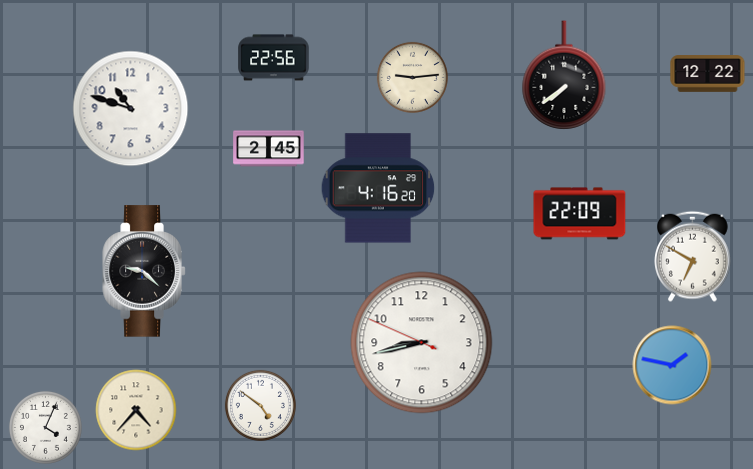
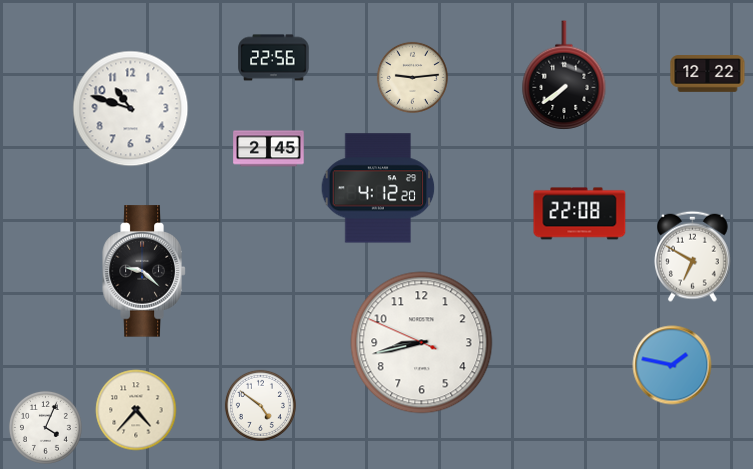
clock at (378, 188): 4:16 -> 4:12
clock at (580, 214): 22:09 -> 22:08
